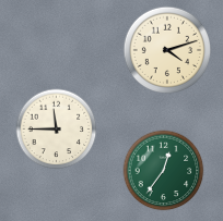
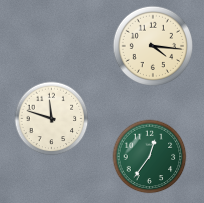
clock at (166, 49): 4:12 -> 4:16
clock at (57, 130): 11:45 -> 11:48
